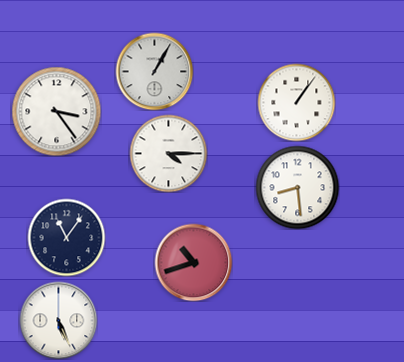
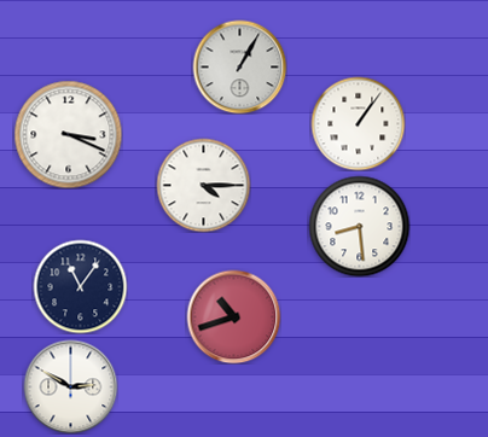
clock at (154, 71) position: (154, 71) -> (239, 66)
clock at (56, 111): 3:24 -> 3:19
clock at (58, 320): 5:26 -> 2:50
